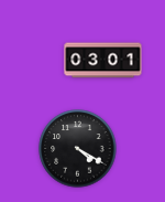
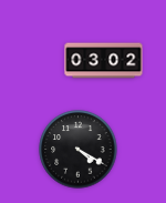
clock at (103, 61): 03:01 -> 03:02
